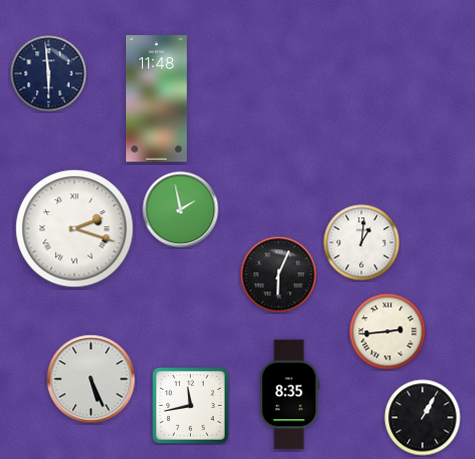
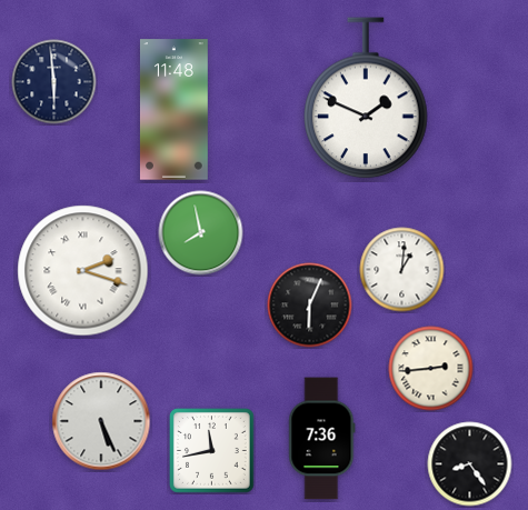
clock at (366, 98): none -> 1:49
clock at (181, 210): 1:58 -> 7:58
clock at (75, 229) position: (75, 229) -> (83, 271)
clock at (290, 395): 8:35 -> 7:36
clock at (423, 418): 1:05 -> 8:24
